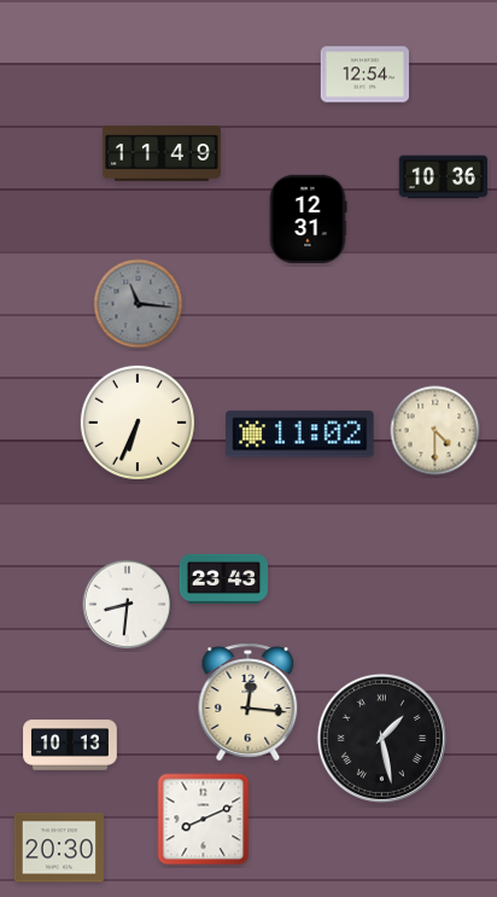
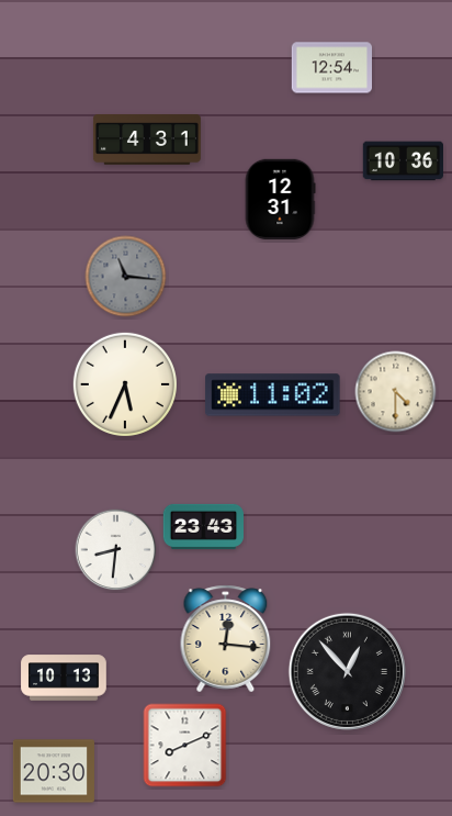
clock at (162, 153): 11:49 -> 4:31
clock at (138, 423): 6:34 -> 5:34
clock at (381, 738): 1:28 -> 12:53
